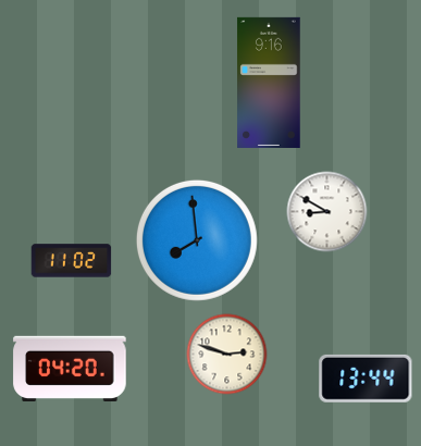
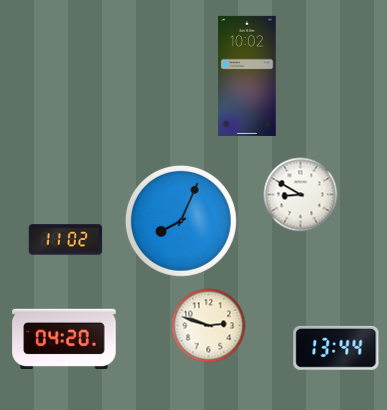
clock at (269, 83): 9:16 -> 10:02
clock at (197, 240): 7:59 -> 8:04
